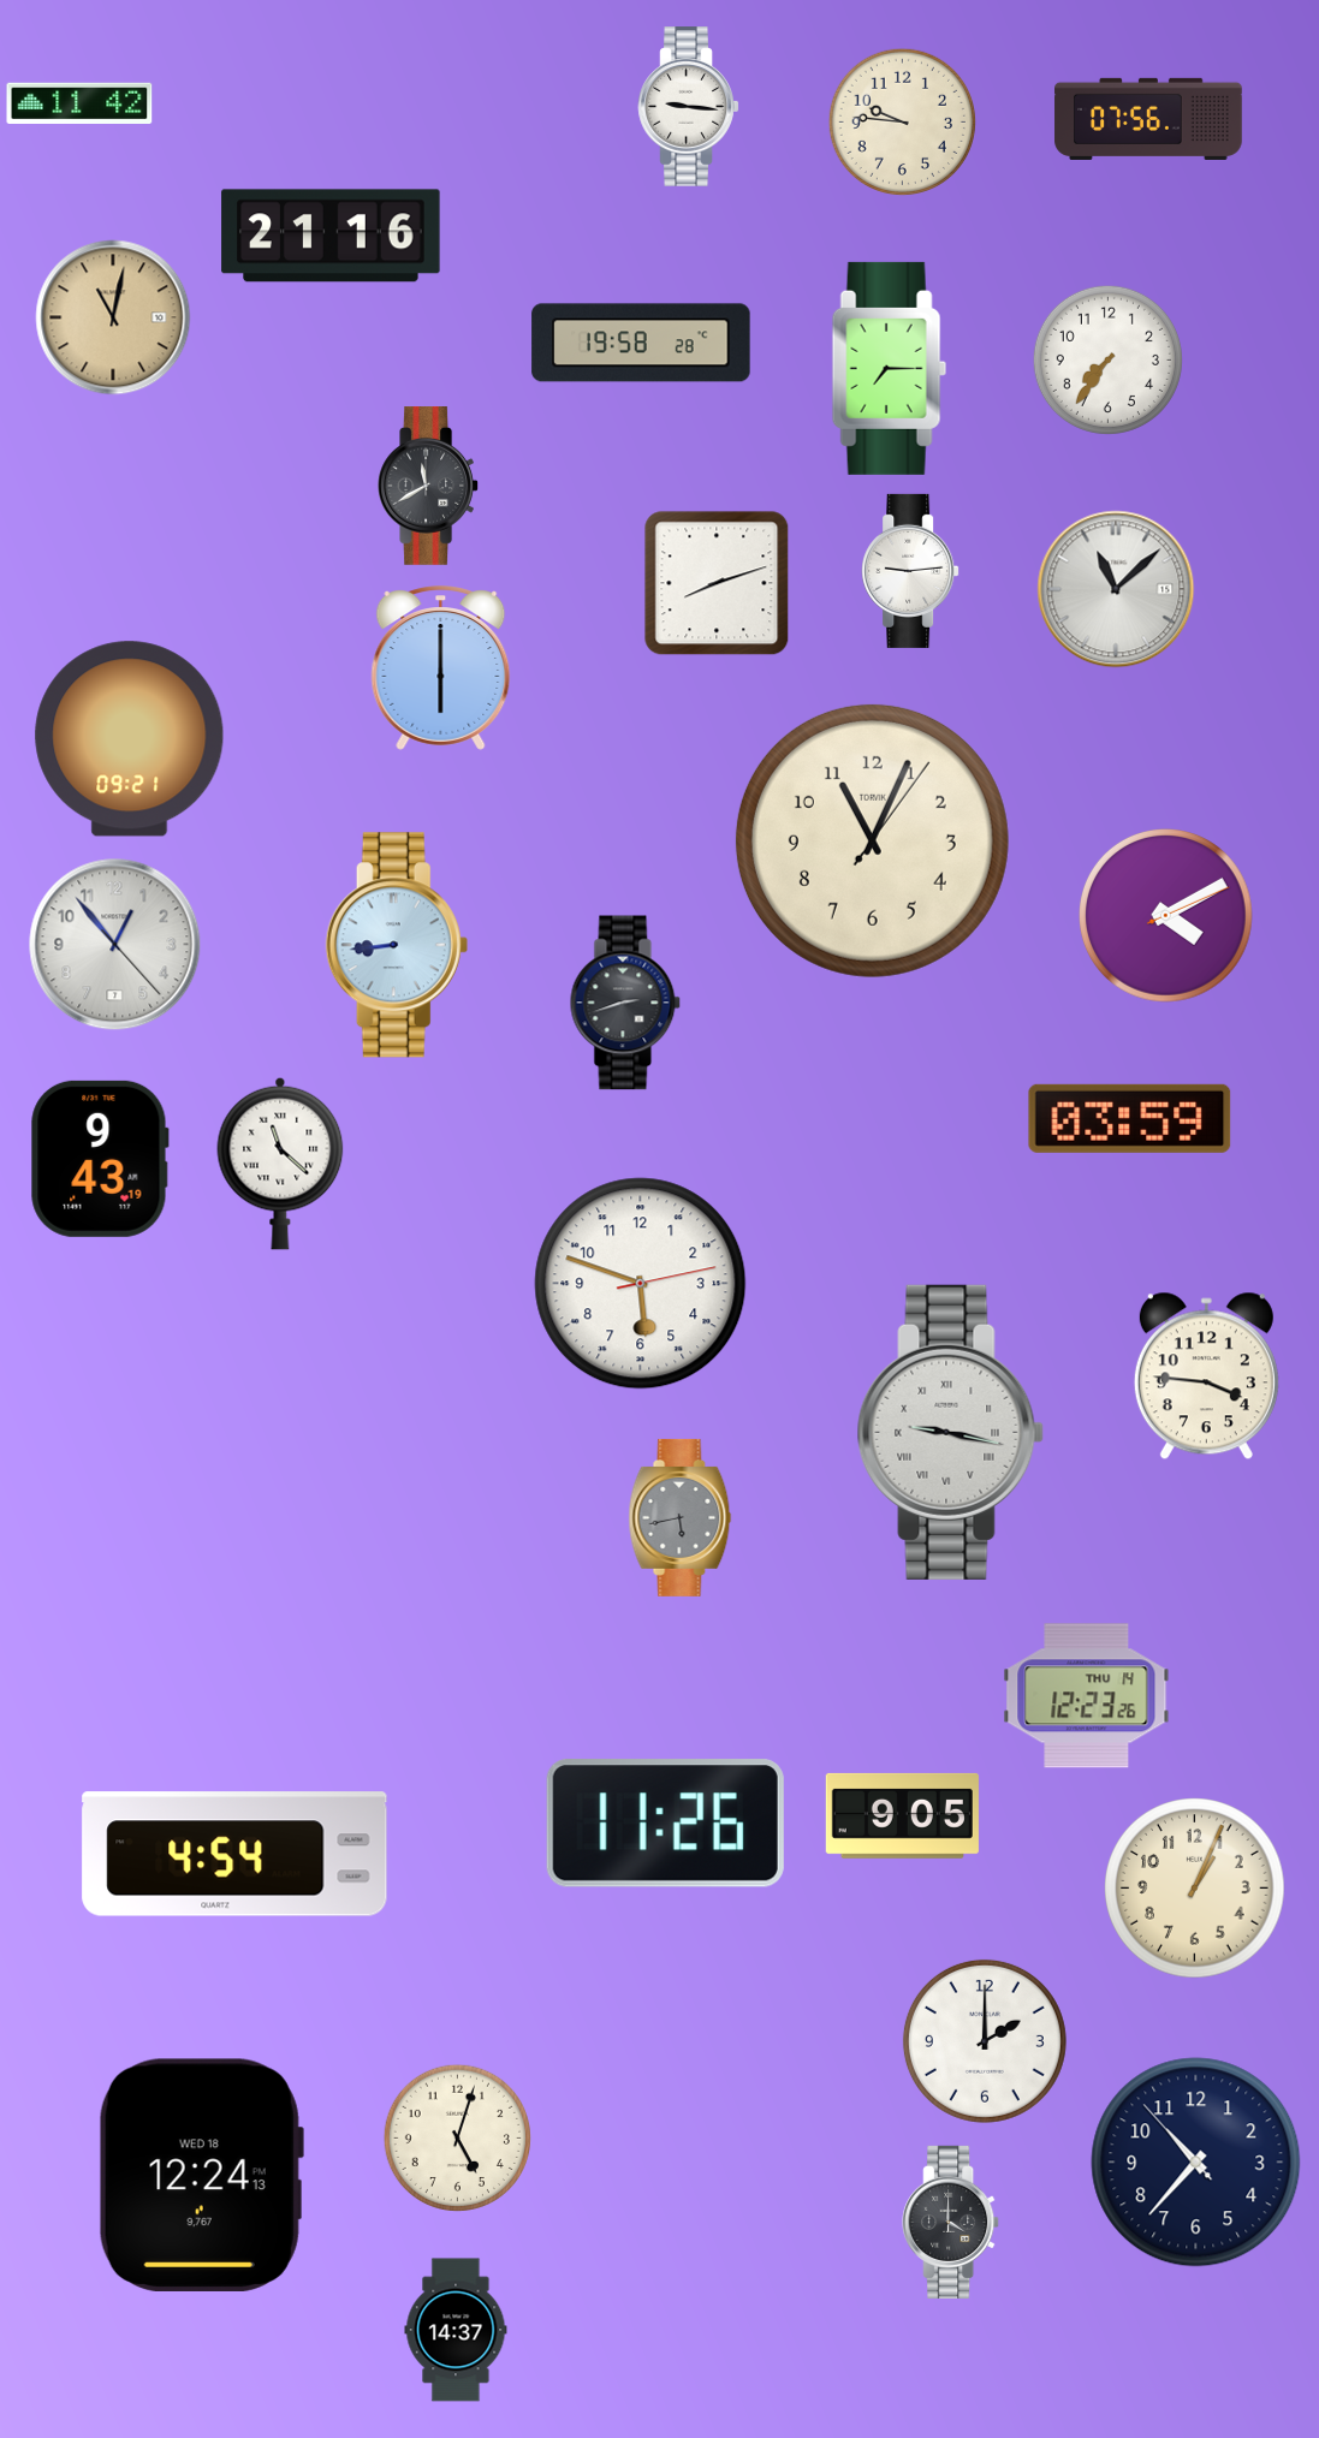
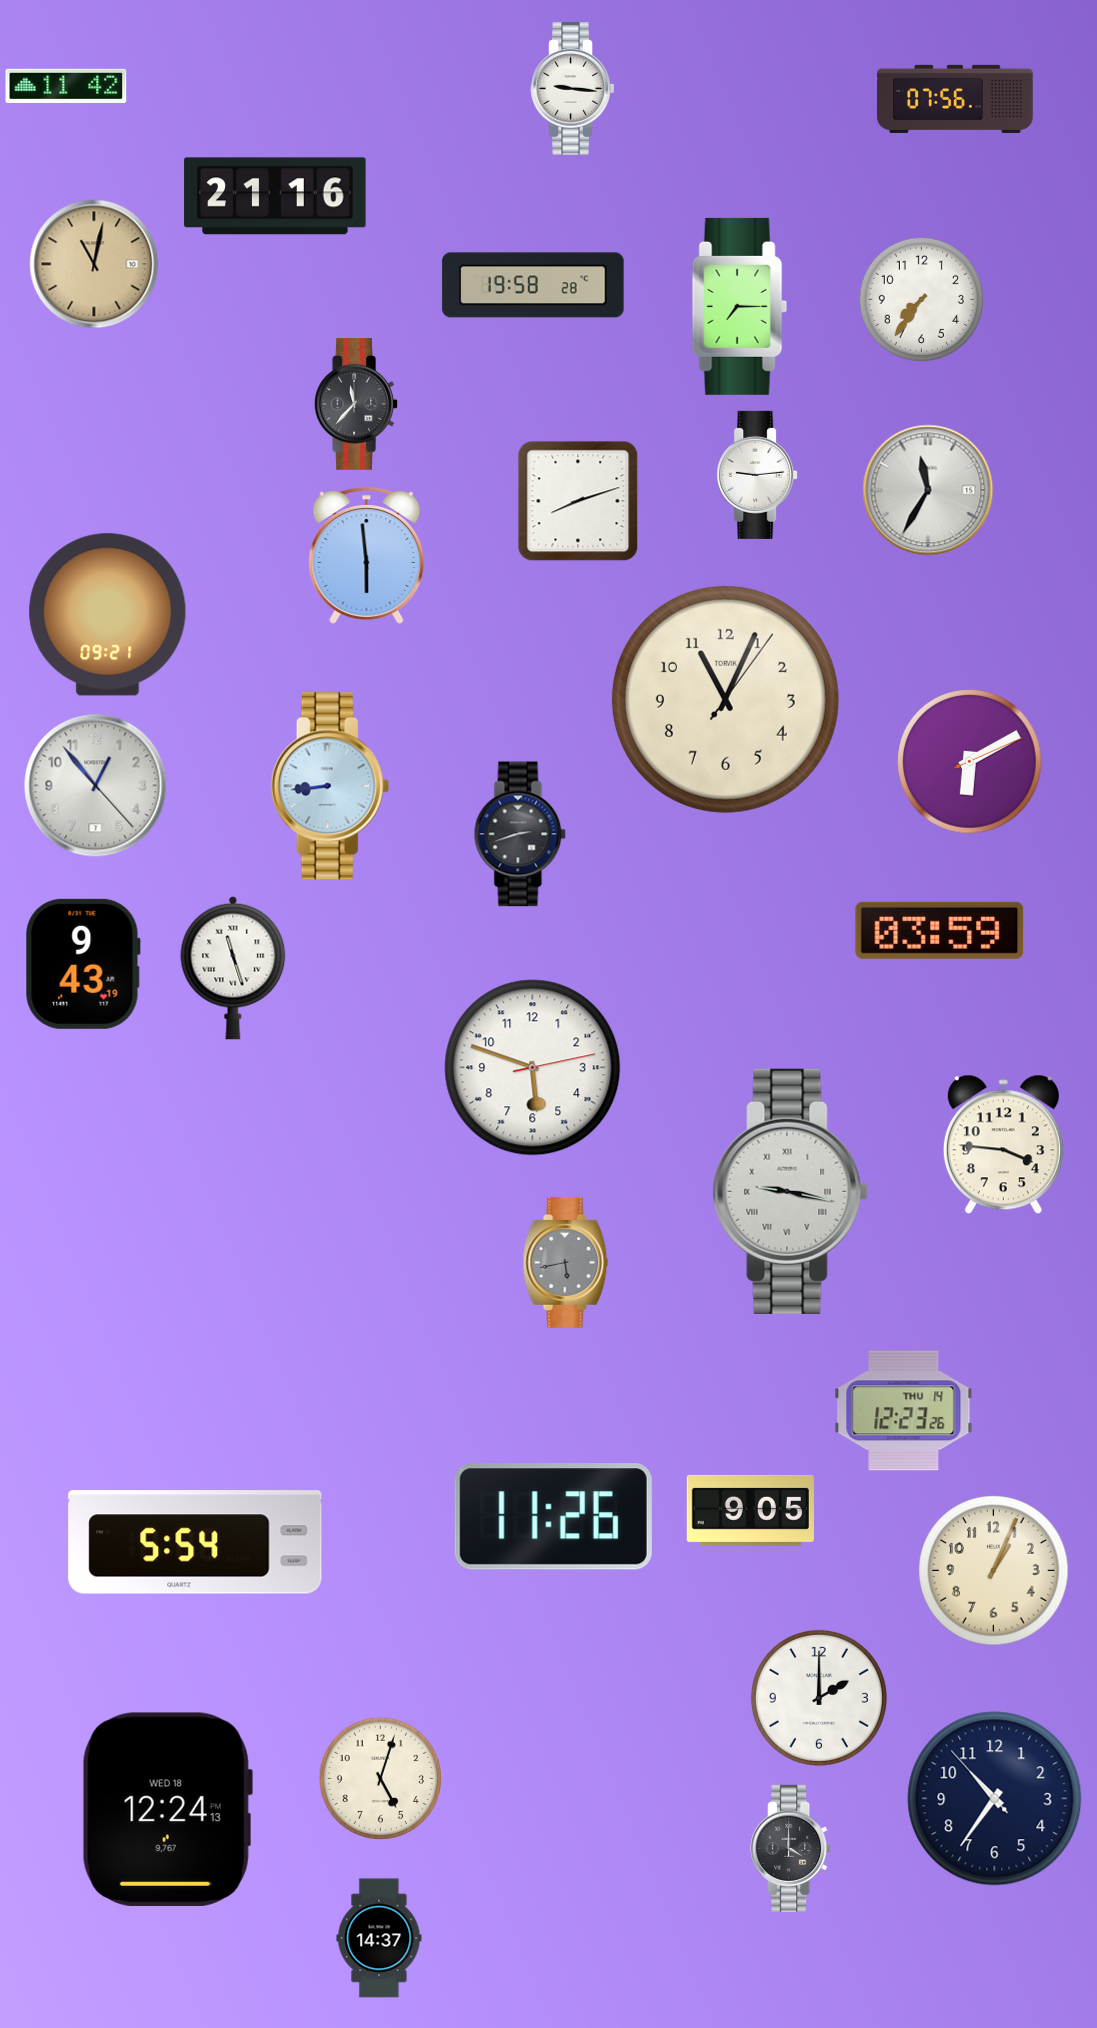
clock at (902, 121): 9:46 -> none
clock at (428, 487): 11:40 -> 11:37
clock at (717, 583) position: (717, 583) -> (578, 501)
clock at (1116, 589): 11:08 -> 11:35
clock at (441, 668): 6:00 -> 5:59
clock at (1166, 916): 4:10 -> 6:10
clock at (280, 1164): 11:22 -> 11:27
clock at (234, 1854): 4:54 -> 5:54
clock at (1196, 2163): 10:36 -> 10:35
